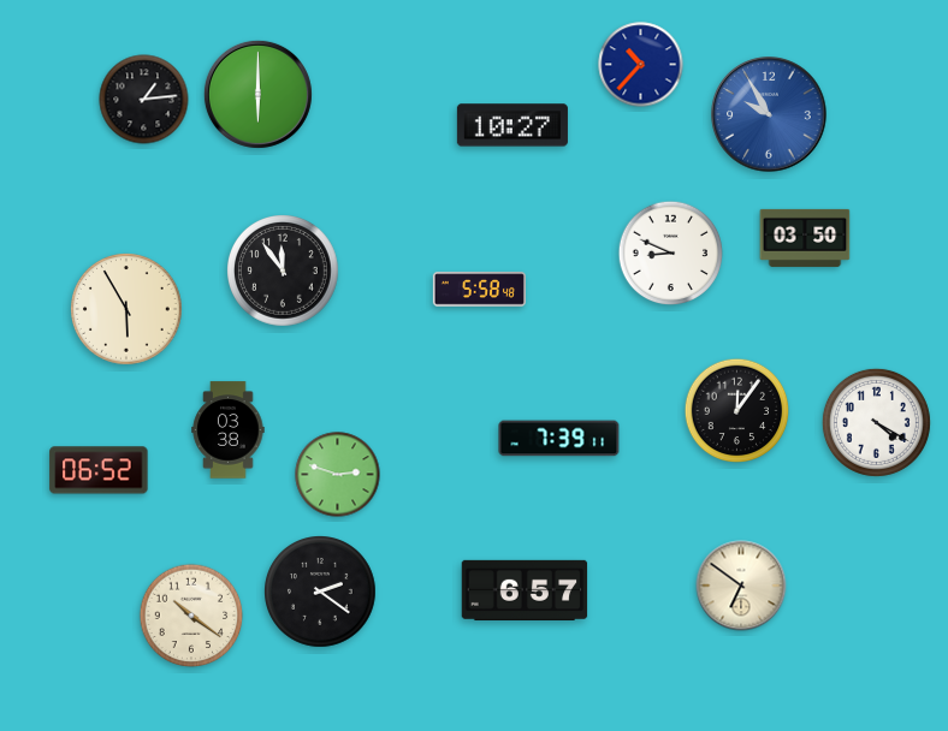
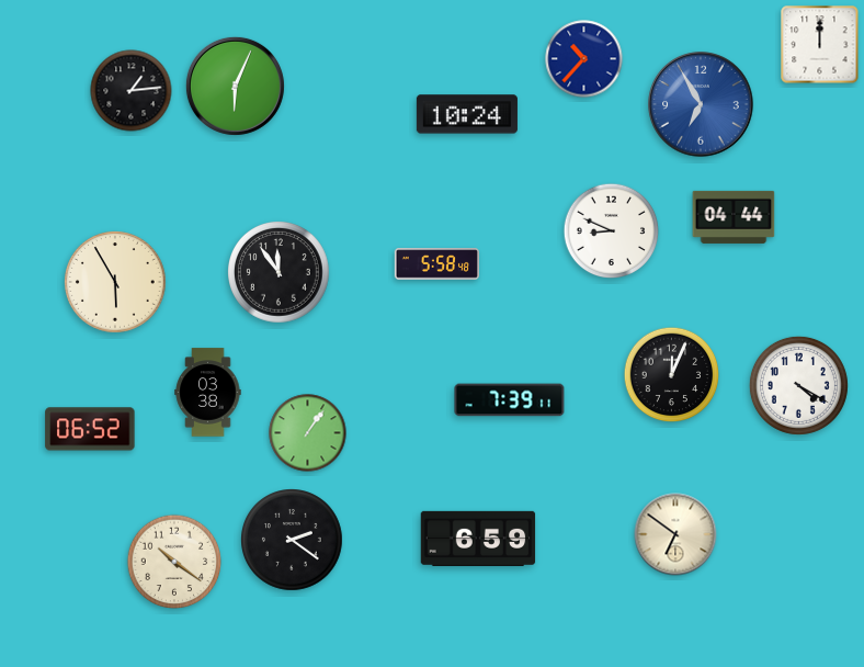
clock at (820, 45): none -> 12:00
clock at (257, 94): 6:00 -> 6:04
clock at (769, 114): 9:55 -> 6:55
clock at (512, 125): 10:27 -> 10:24
clock at (805, 238): 03:50 -> 04:44
clock at (284, 272) position: (284, 272) -> (280, 273)
clock at (737, 411): 12:06 -> 12:04
clock at (338, 475): 2:48 -> 1:06
clock at (525, 590): 6:57 -> 6:59
